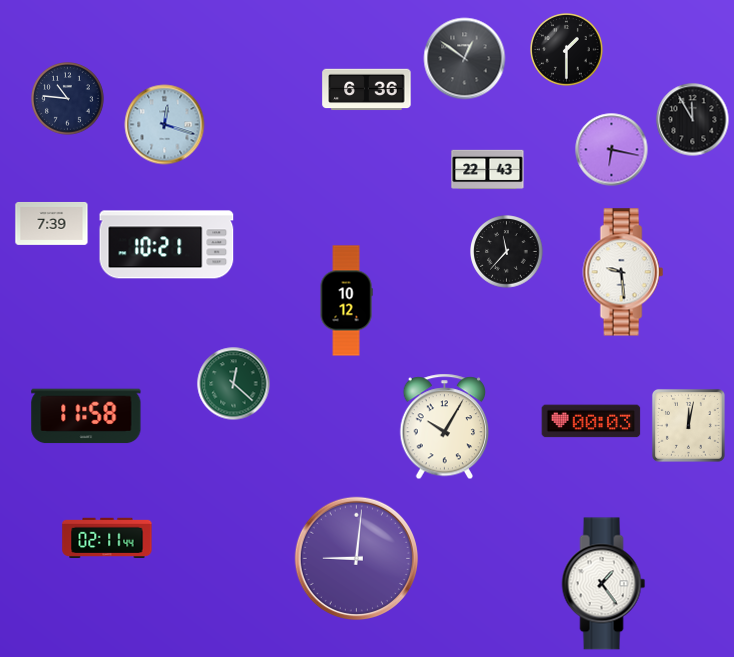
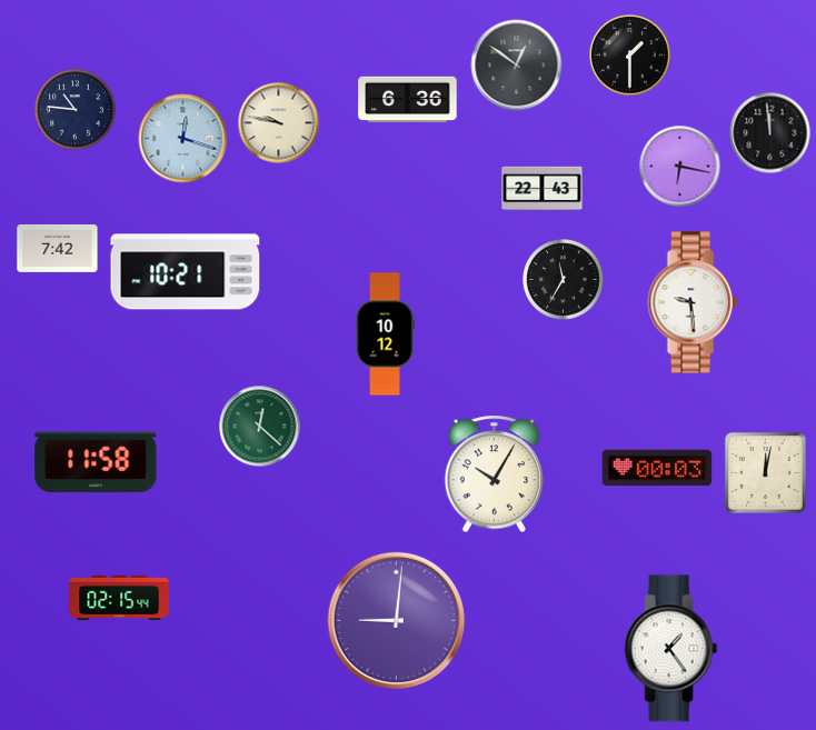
clock at (279, 123): none -> 9:47
clock at (693, 120): 11:55 -> 11:59
clock at (52, 223): 7:39 -> 7:42
clock at (507, 252): 11:37 -> 11:35
clock at (107, 537): 02:11 -> 02:15
